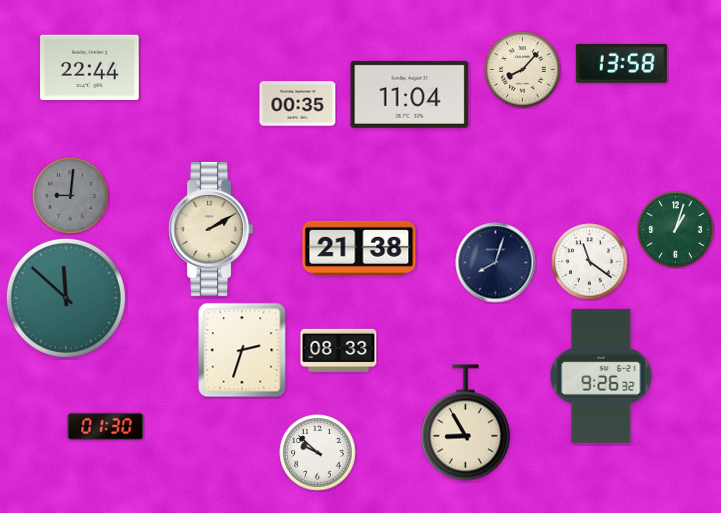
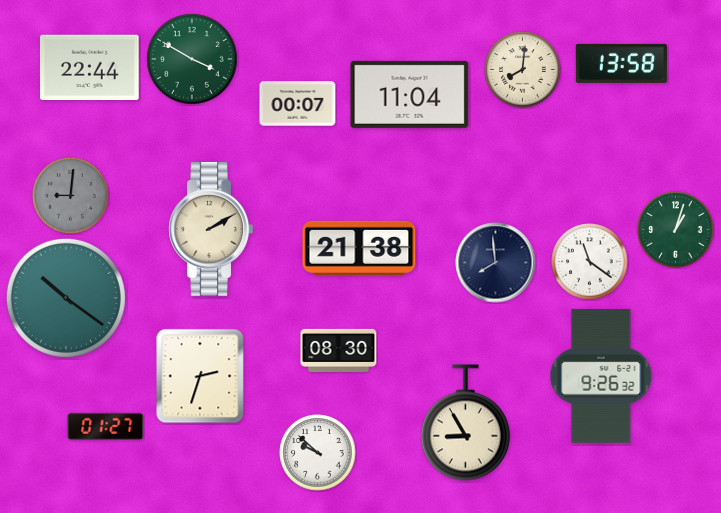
clock at (192, 59): none -> 3:50
clock at (523, 70): 8:07 -> 8:01
clock at (298, 104): 00:35 -> 00:07
clock at (496, 263): 8:03 -> 7:59
clock at (66, 298): 11:52 -> 10:21
clock at (242, 350) position: (242, 350) -> (200, 376)
clock at (339, 350): 08:33 -> 08:30
clock at (106, 426): 01:30 -> 01:27
